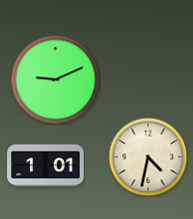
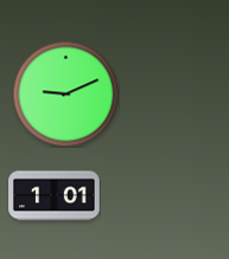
clock at (148, 157): 4:32 -> none
